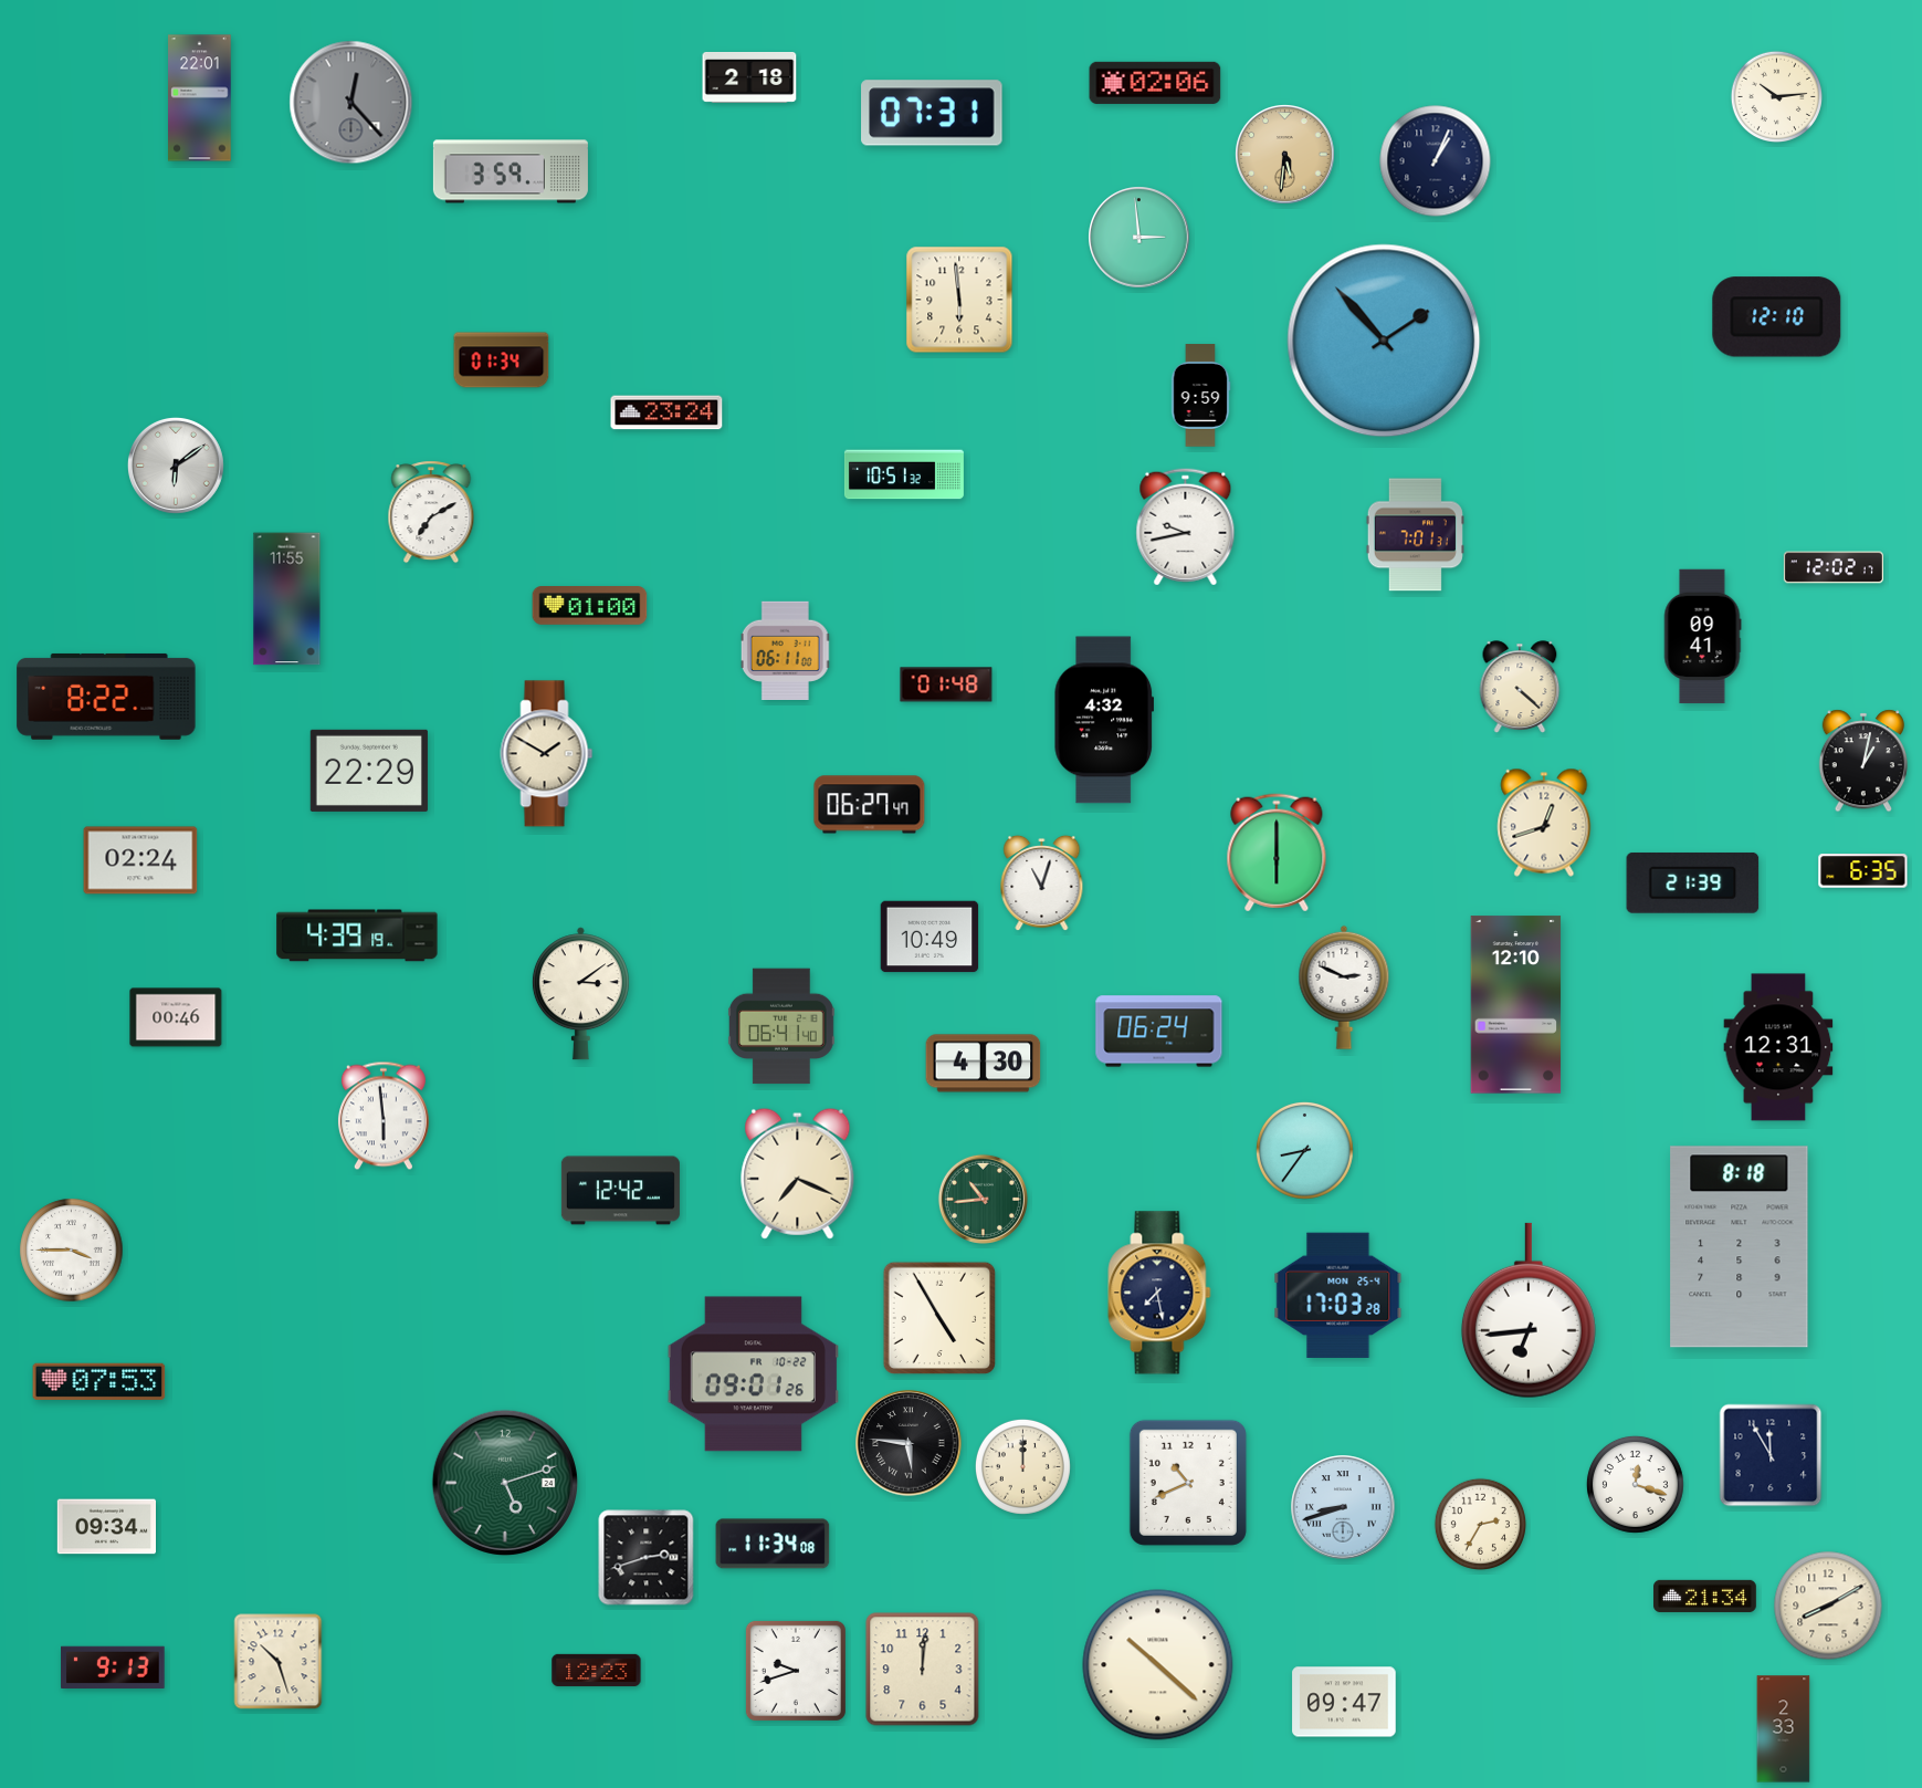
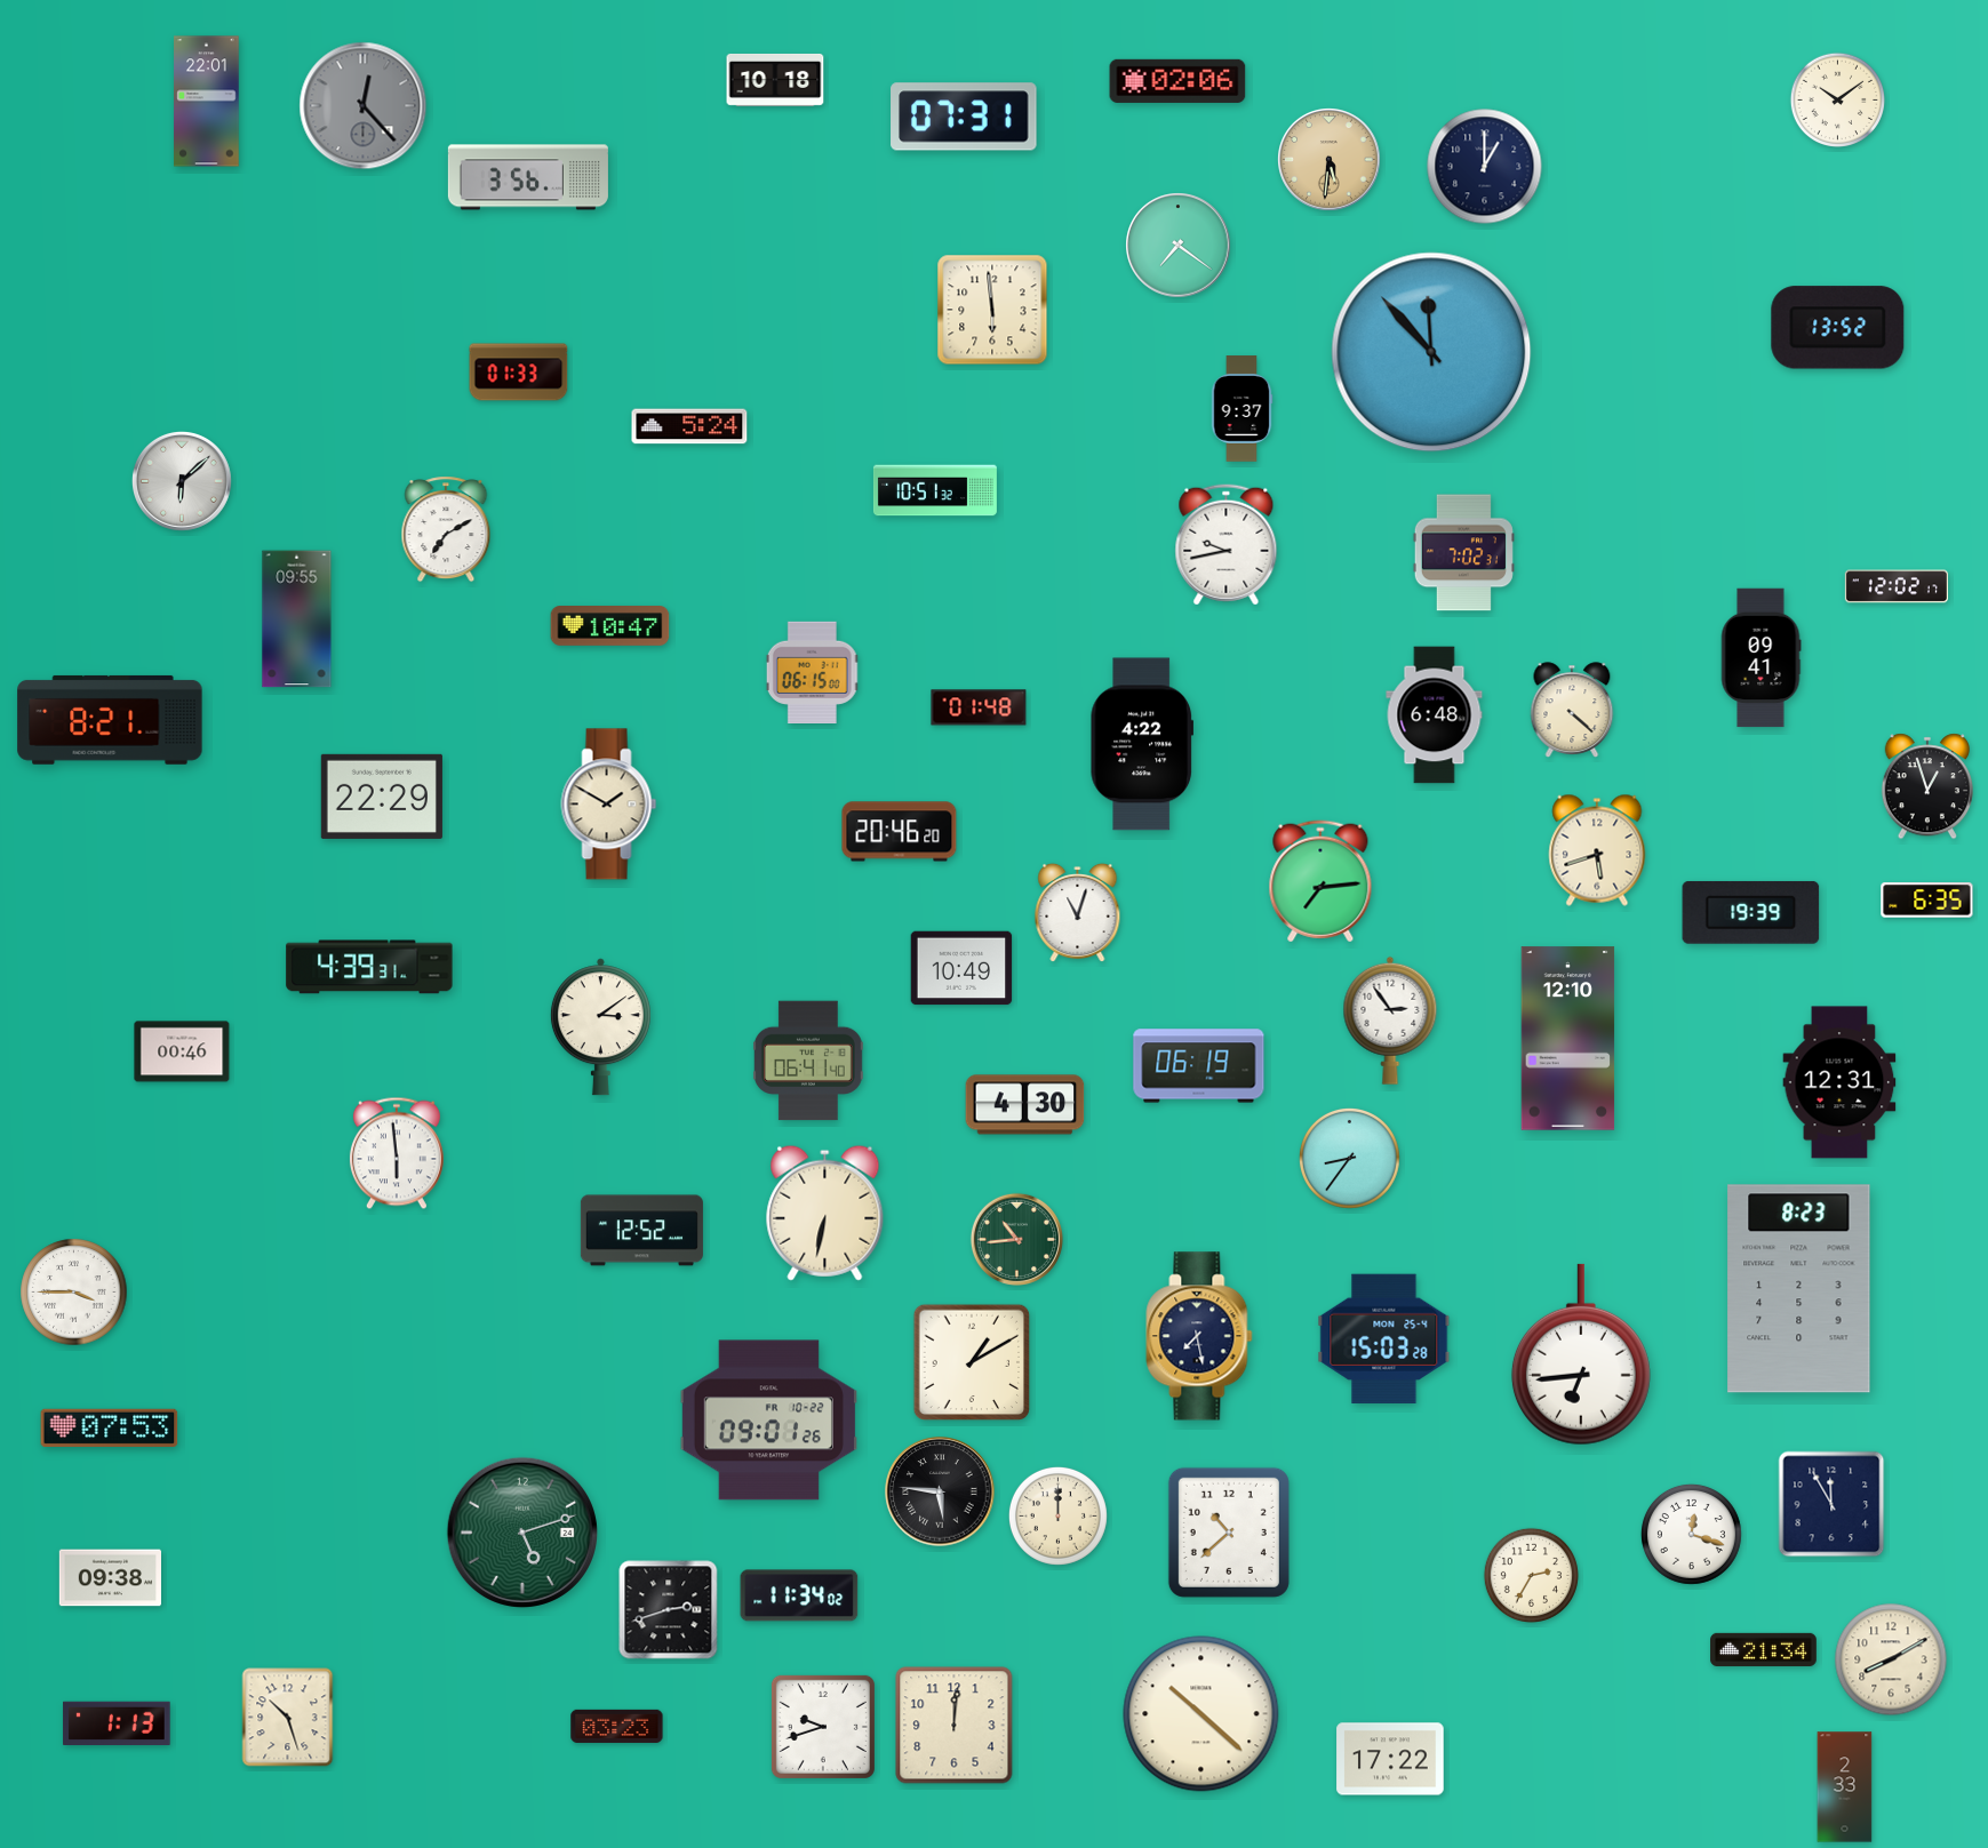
clock at (749, 77): 2:18 -> 10:18
clock at (1155, 83) position: (1155, 83) -> (1177, 81)
clock at (1776, 96): 10:14 -> 10:09
clock at (1436, 161): 1:04 -> 1:00
clock at (511, 171): 3:59 -> 3:56
clock at (1139, 238): 2:59 -> 7:21
clock at (1777, 317): 12:10 -> 13:52
clock at (1384, 341): 1:53 -> 11:53
clock at (502, 360): 01:34 -> 01:33
clock at (1200, 396): 9:59 -> 9:37
clock at (666, 412): 23:24 -> 5:24
clock at (176, 466): 6:09 -> 6:08
clock at (1415, 535): 7:01 -> 7:02
clock at (287, 599): 11:55 -> 09:55
clock at (590, 606): 01:00 -> 10:47
clock at (786, 650): 06:11 -> 06:15
clock at (1435, 715): none -> 6:48
clock at (106, 697): 8:22 -> 8:21
clock at (1103, 720): 4:32 -> 4:22
clock at (547, 754) position: (547, 754) -> (609, 805)
clock at (1862, 761): 1:02 -> 12:57
clock at (870, 805): 06:27 -> 20:46
clock at (1544, 823): 12:42 -> 5:42
clock at (1277, 853): 6:00 -> 7:14
clock at (140, 860): 02:24 -> none
clock at (1693, 882): 21:39 -> 19:39
clock at (357, 935): 4:39:19 -> 4:39:31
clock at (1344, 987): 2:49 -> 2:54
clock at (1159, 1032): 06:24 -> 06:19
clock at (984, 1064) position: (984, 1064) -> (1025, 1105)
clock at (1304, 1150) position: (1304, 1150) -> (1349, 1158)
clock at (798, 1173): 7:19 -> 6:32
clock at (620, 1191): 12:42 -> 12:52
clock at (1740, 1247): 8:18 -> 8:23
clock at (1338, 1295): 17:03 -> 15:03
clock at (939, 1318): 4:55 -> 1:10
clock at (753, 1374) position: (753, 1374) -> (768, 1421)
clock at (99, 1381) position: (99, 1381) -> (110, 1427)
clock at (1188, 1483): 10:41 -> 10:38
clock at (1343, 1507): 8:42 -> none
clock at (106, 1527): 09:34 -> 09:38
clock at (773, 1544): 11:34:08 -> 11:34:02
clock at (1158, 1665) position: (1158, 1665) -> (1201, 1714)
clock at (113, 1666): 9:13 -> 1:13
clock at (597, 1670): 12:23 -> 03:23
clock at (1344, 1702): 09:47 -> 17:22
